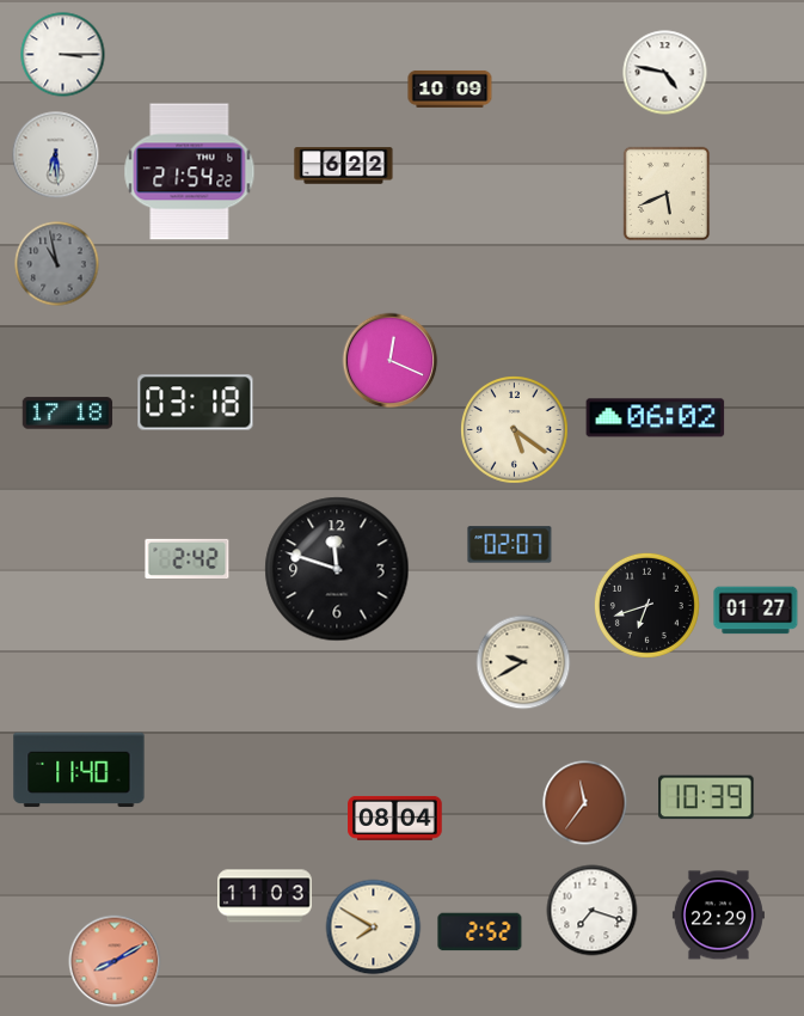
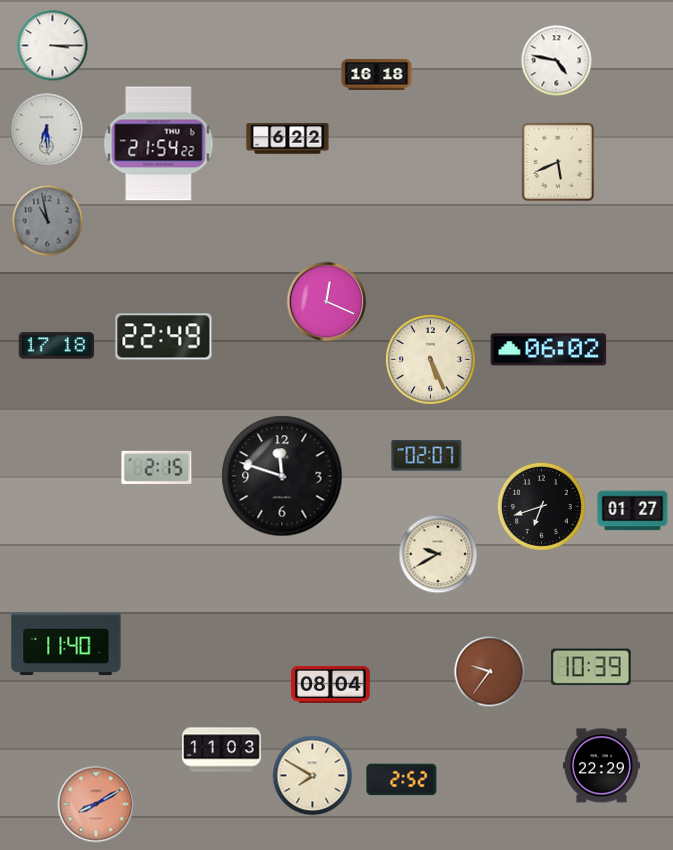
clock at (450, 88): 10:09 -> 16:18
clock at (196, 403): 03:18 -> 22:49
clock at (515, 430): 5:21 -> 5:26
clock at (188, 558): 2:42 -> 2:15
clock at (585, 803): 11:36 -> 9:36
clock at (593, 911): 7:18 -> none
